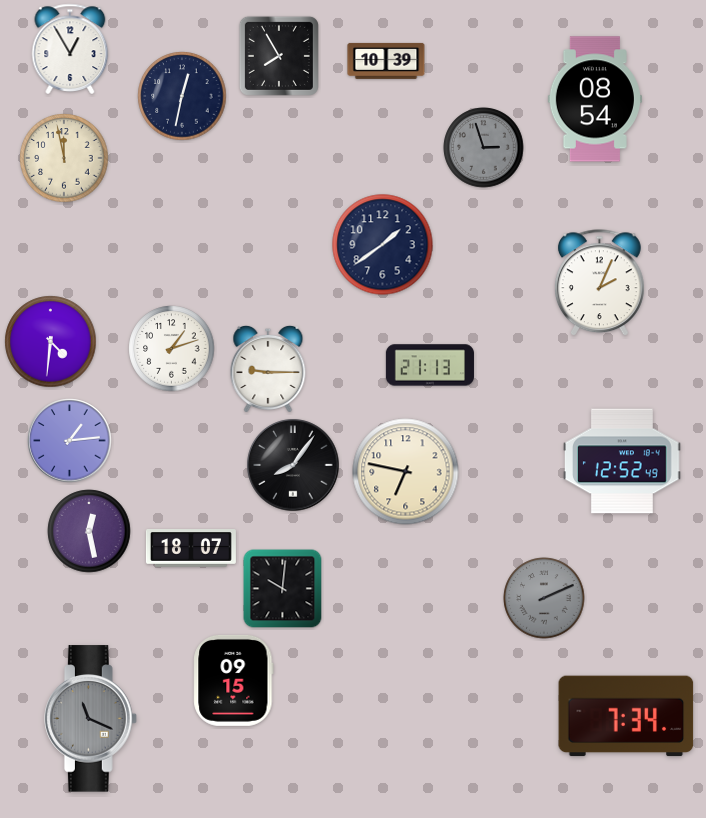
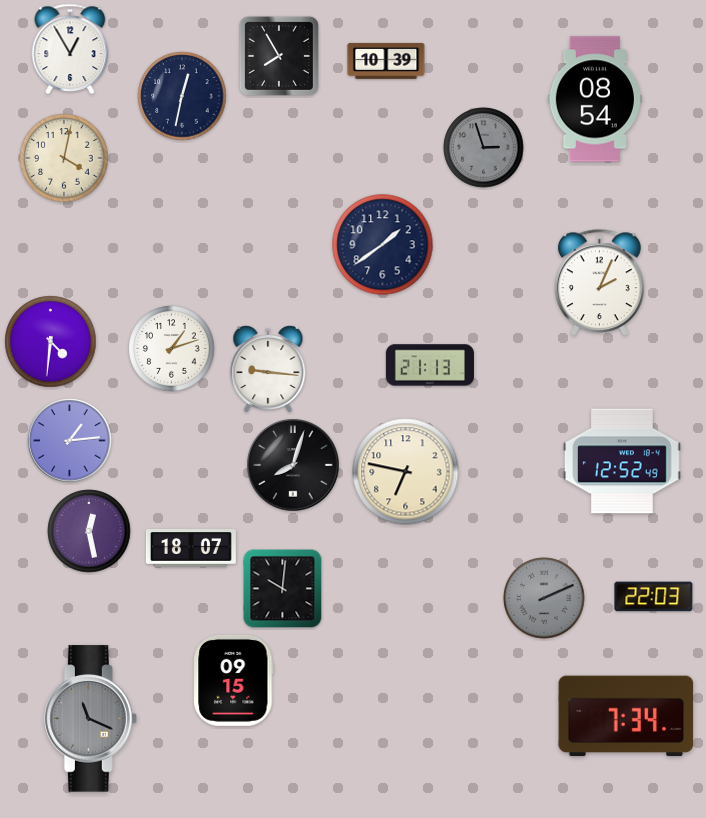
clock at (64, 158): 11:58 -> 4:02
clock at (268, 369): 9:15 -> 9:16
clock at (293, 465): 8:06 -> 8:03
clock at (654, 597): none -> 22:03
